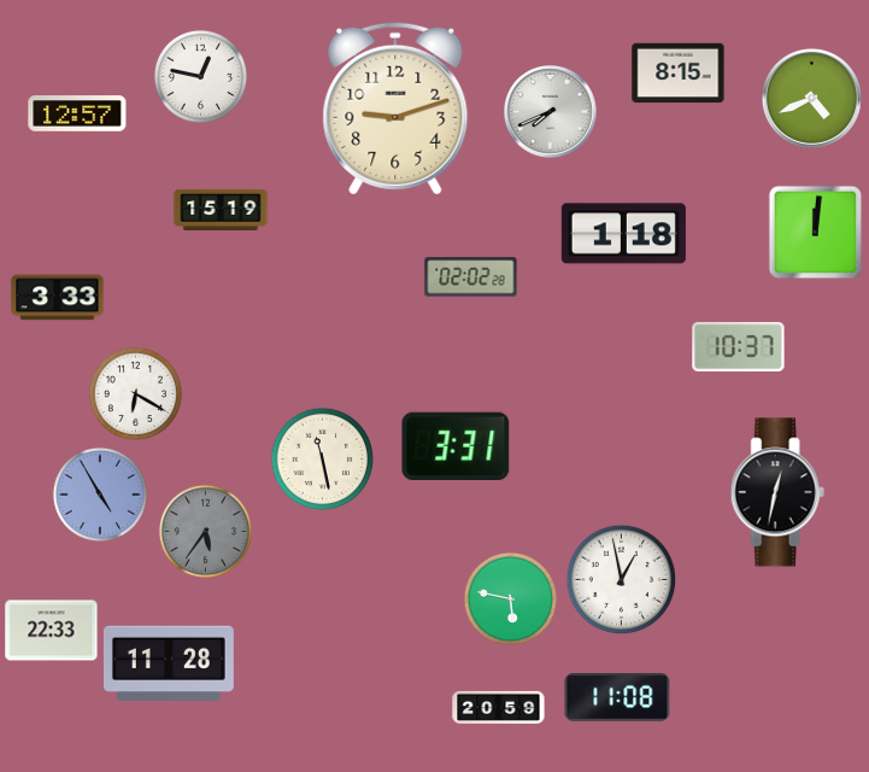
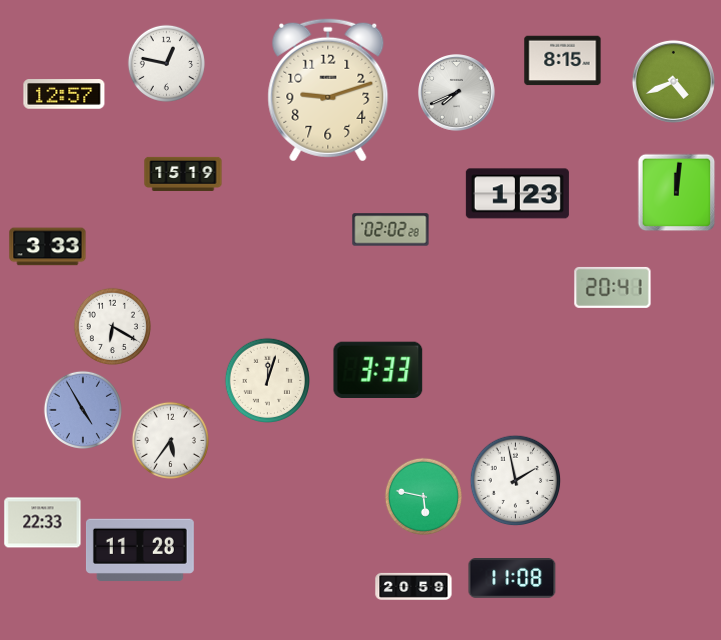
clock at (623, 234): 1:18 -> 1:23
clock at (739, 346): 10:37 -> 20:41
clock at (456, 445): 3:31 -> 3:33
clock at (322, 458): 11:28 -> 12:03
clock at (777, 492): 12:32 -> none
clock at (205, 531) dial: grey -> white
clock at (621, 579): 12:58 -> 1:58
